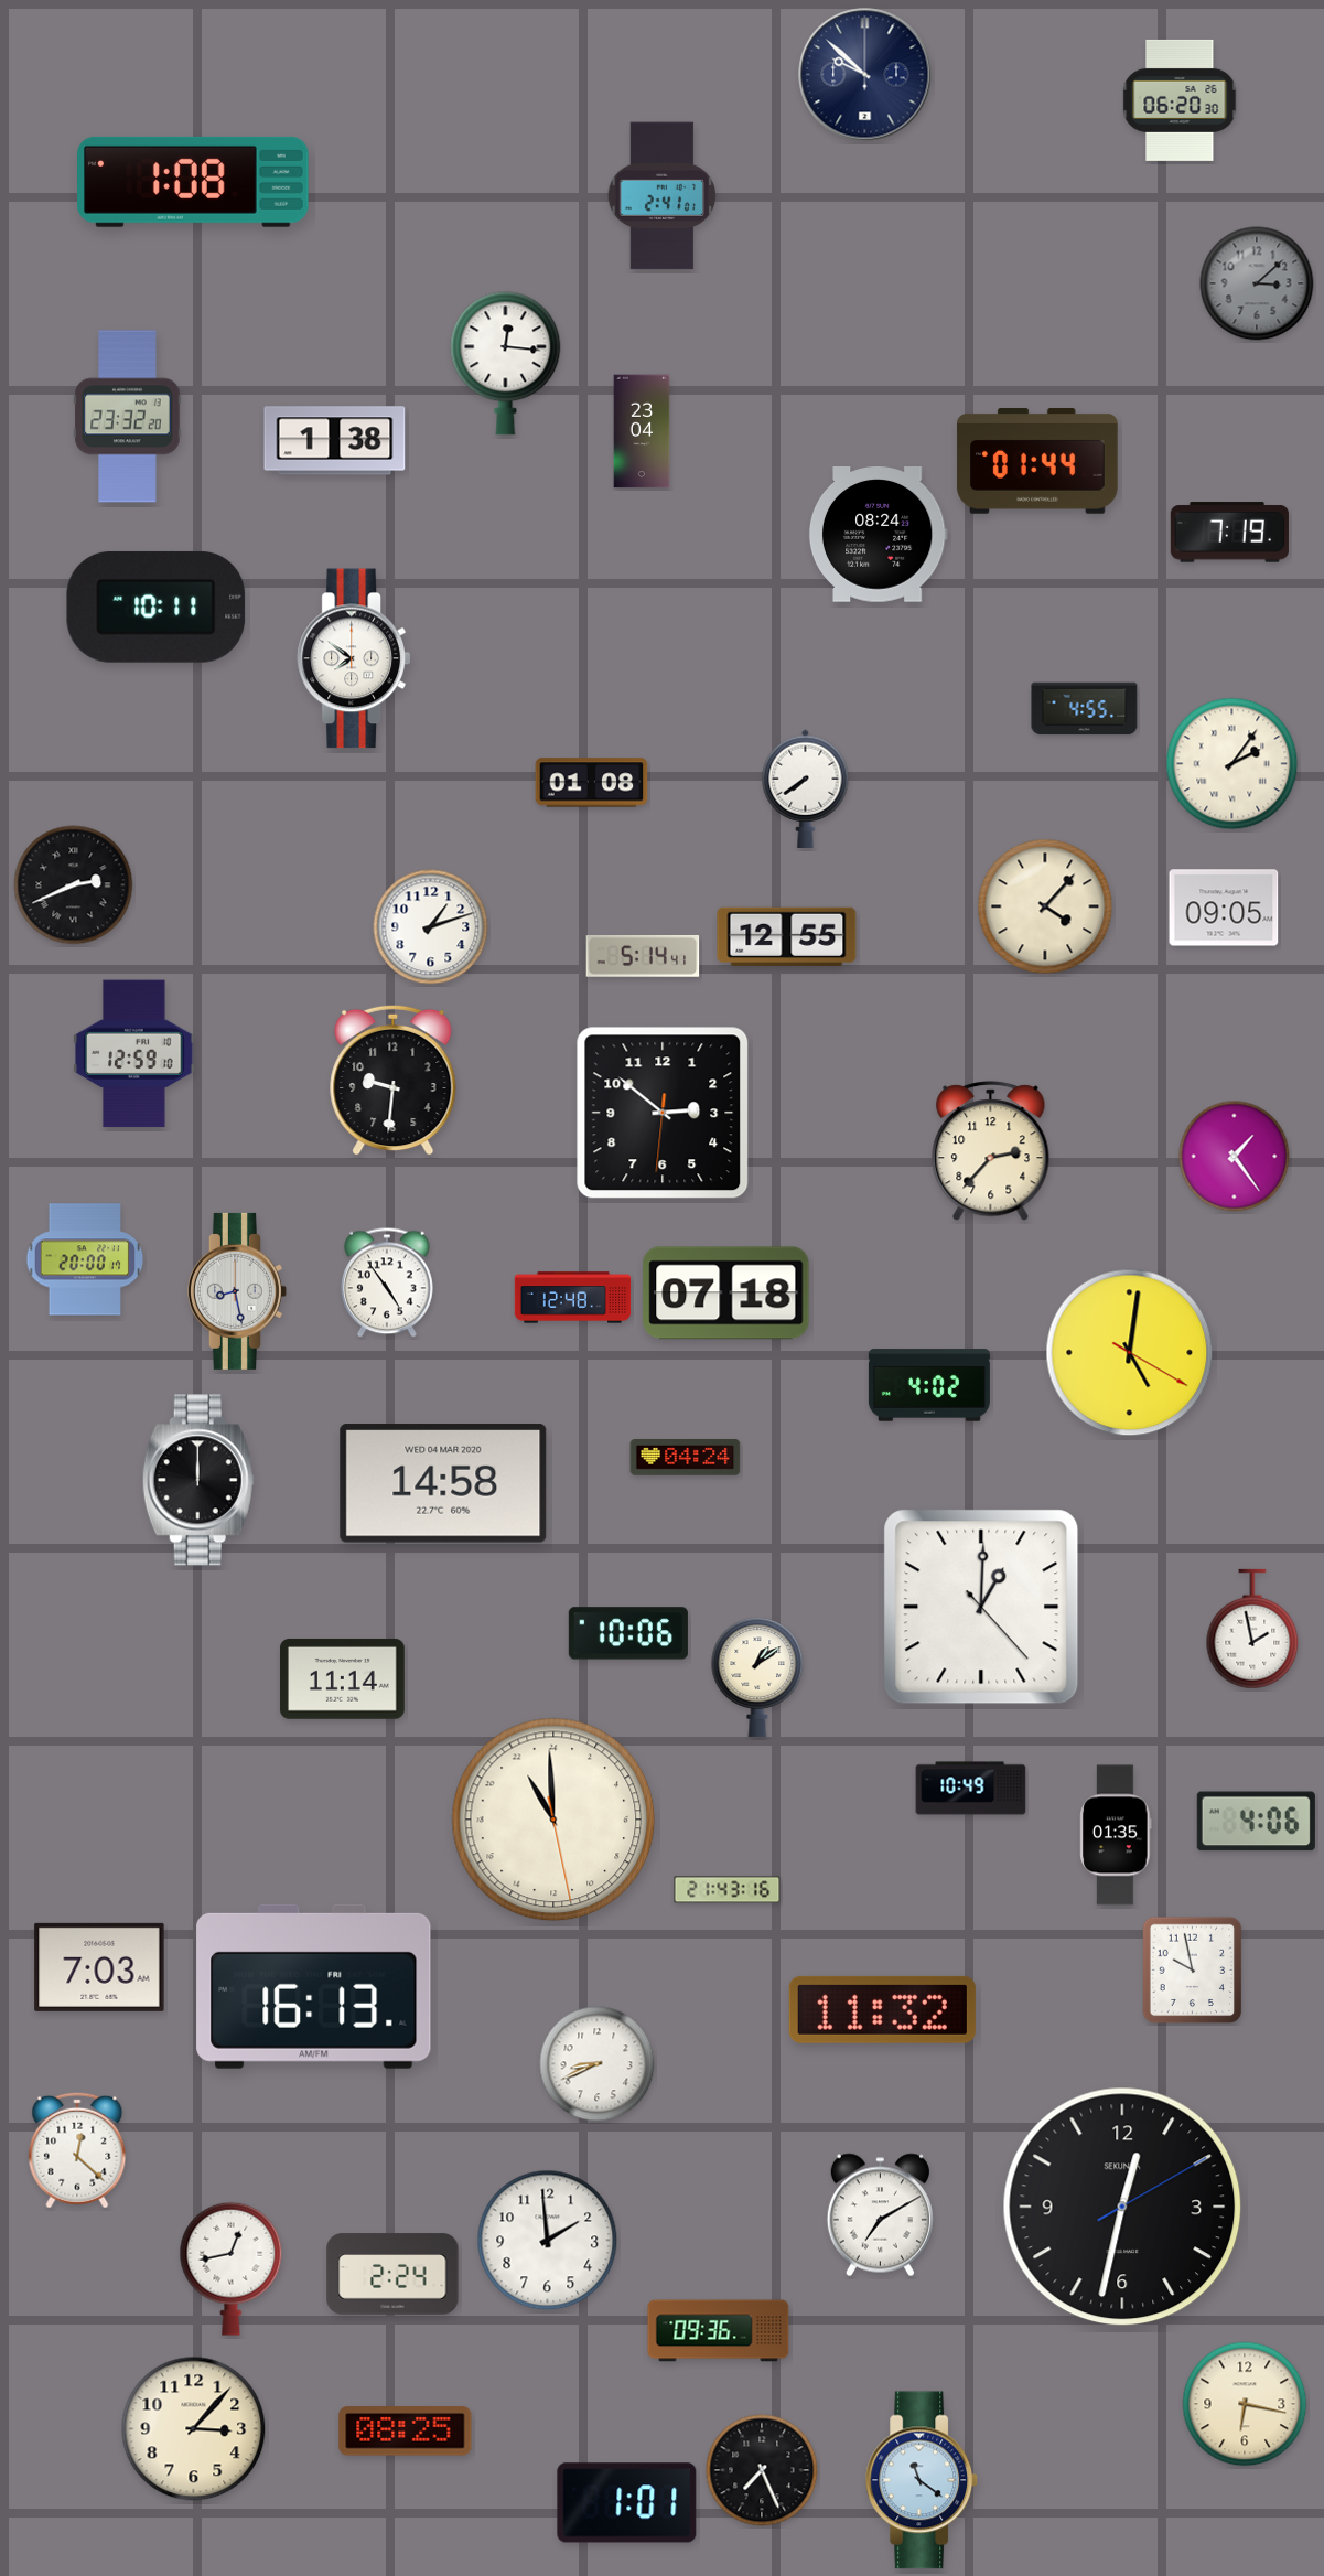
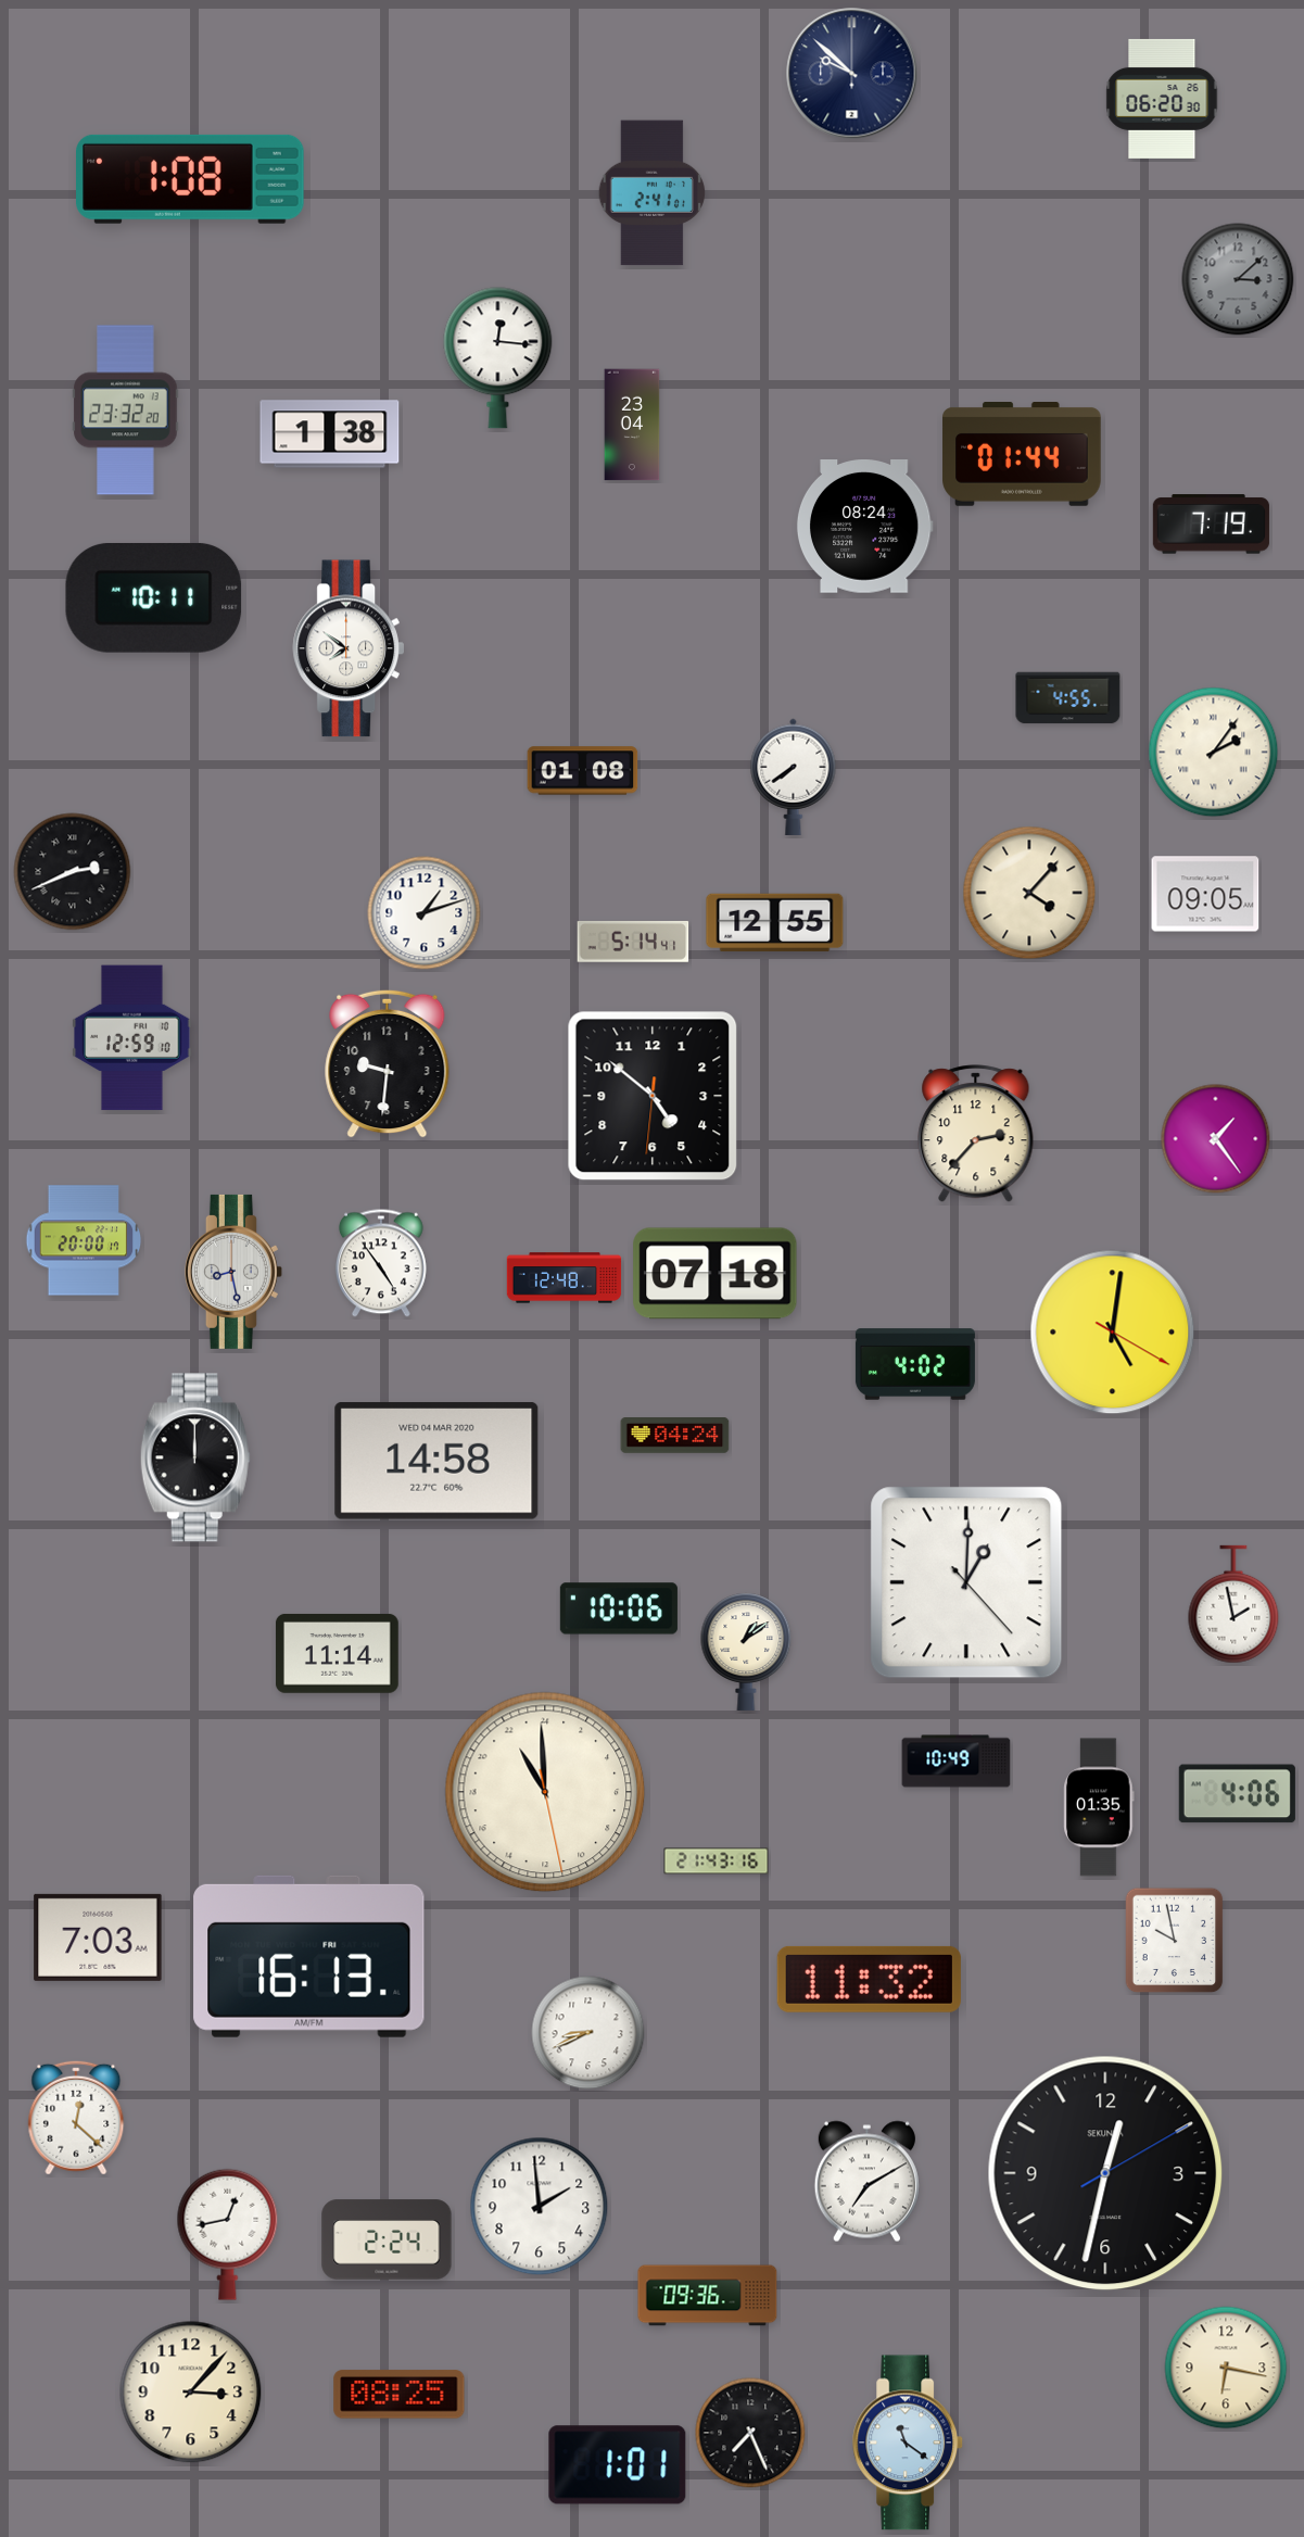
clock at (663, 1113): 2:51 -> 4:51
